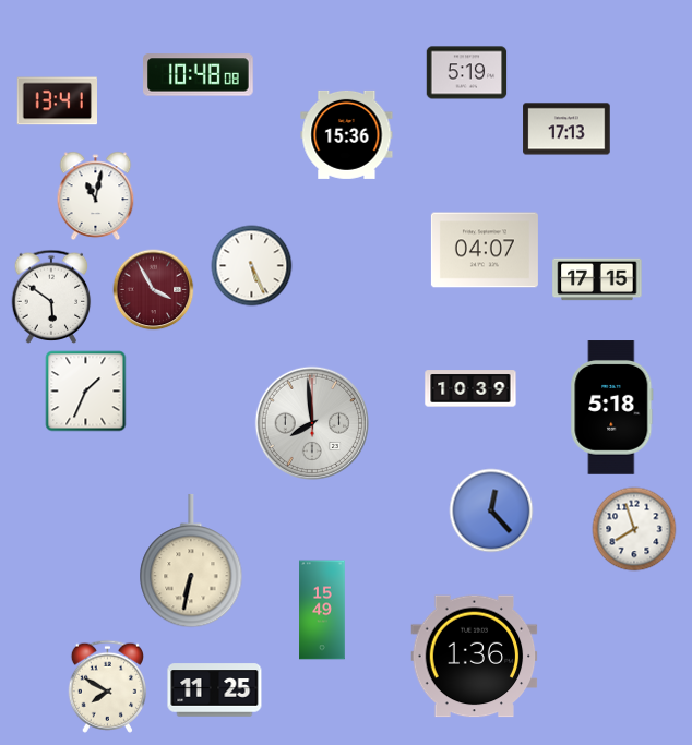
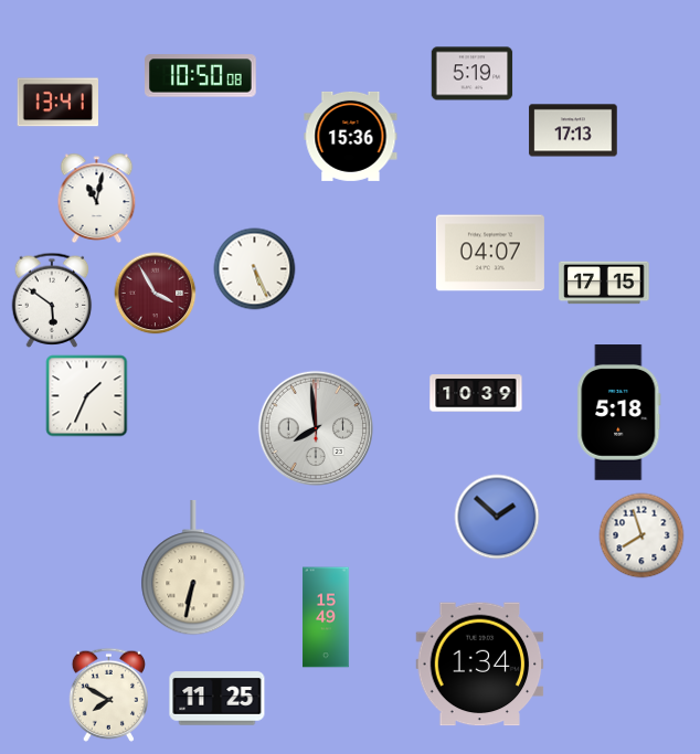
clock at (199, 75): 10:48 -> 10:50
clock at (491, 510): 12:23 -> 1:52
clock at (475, 657): 1:36 -> 1:34
